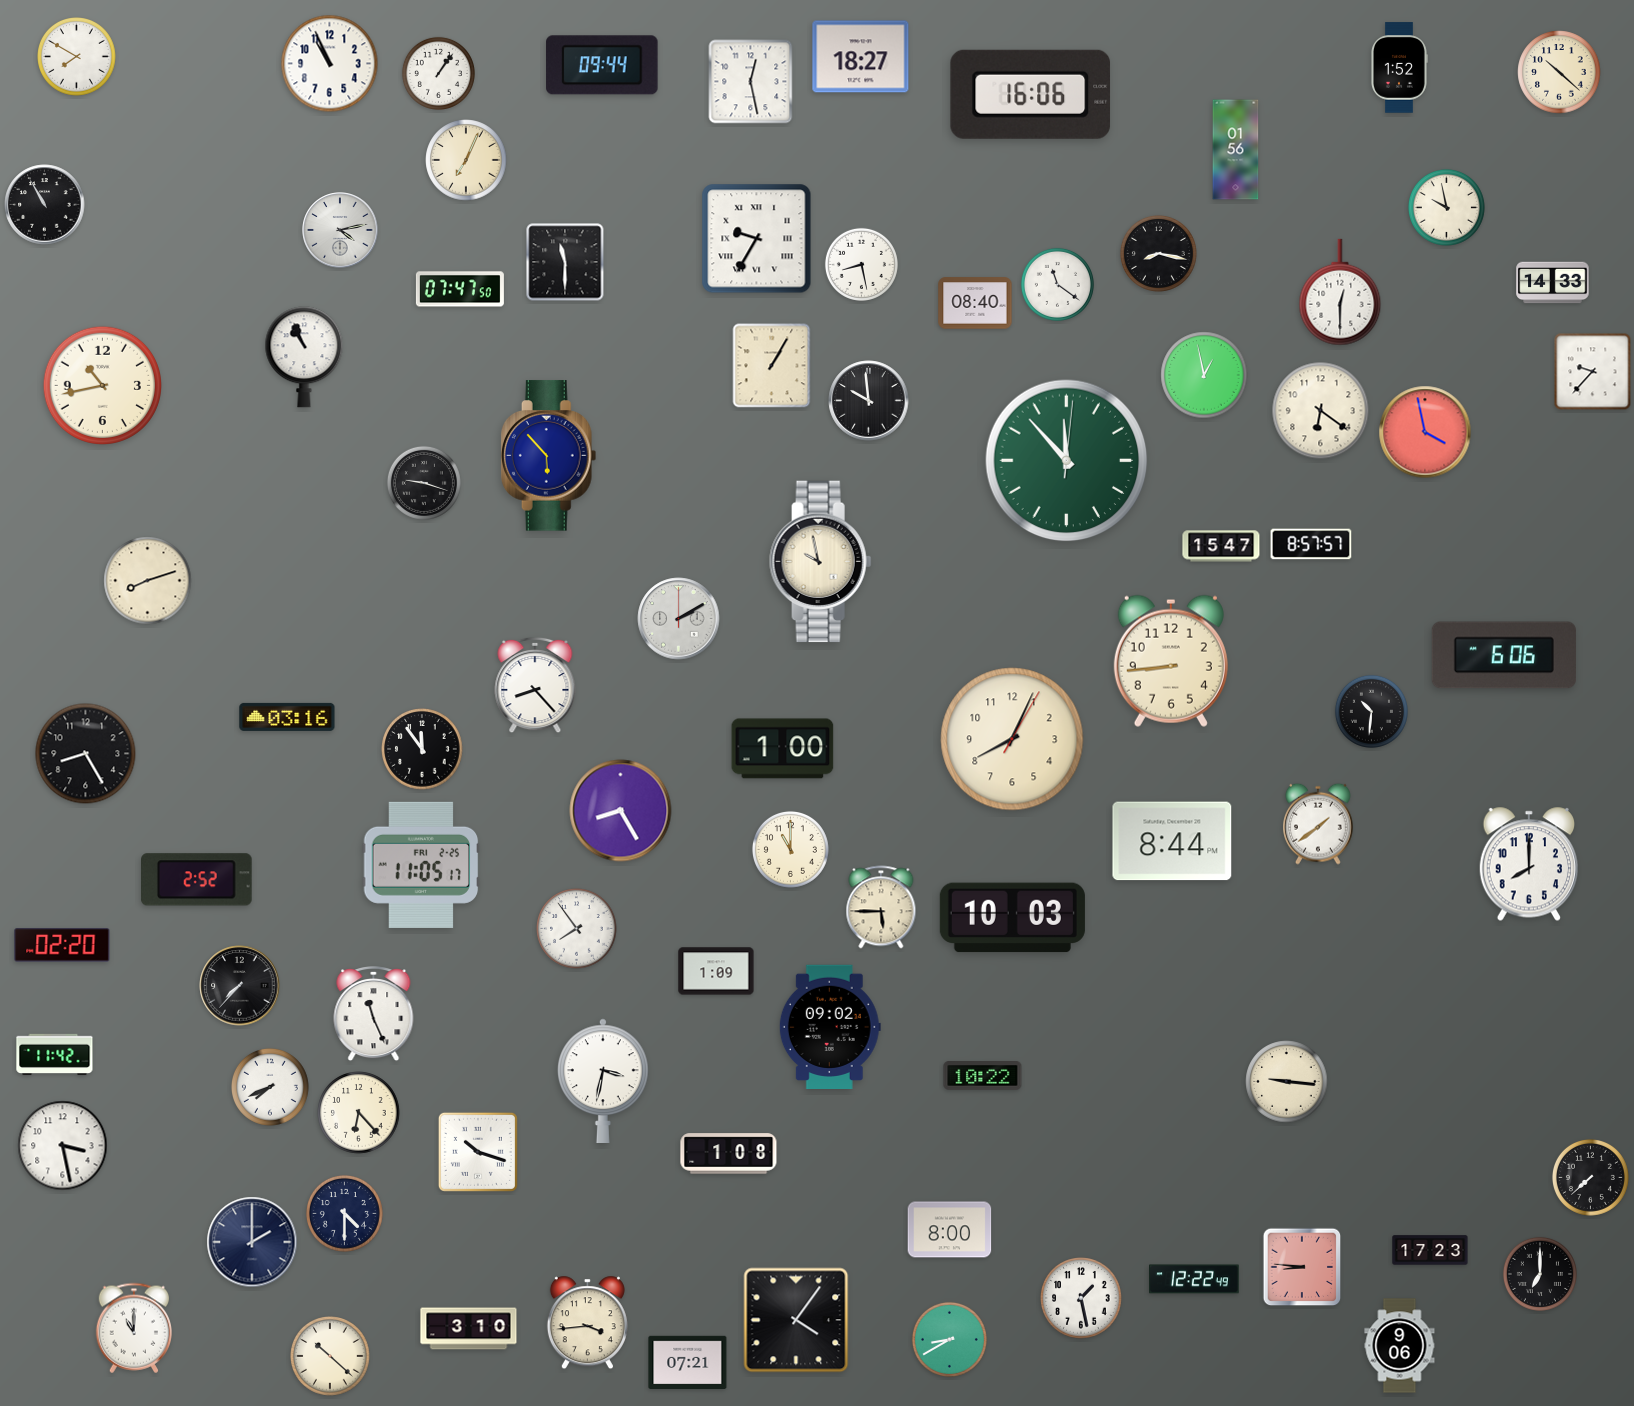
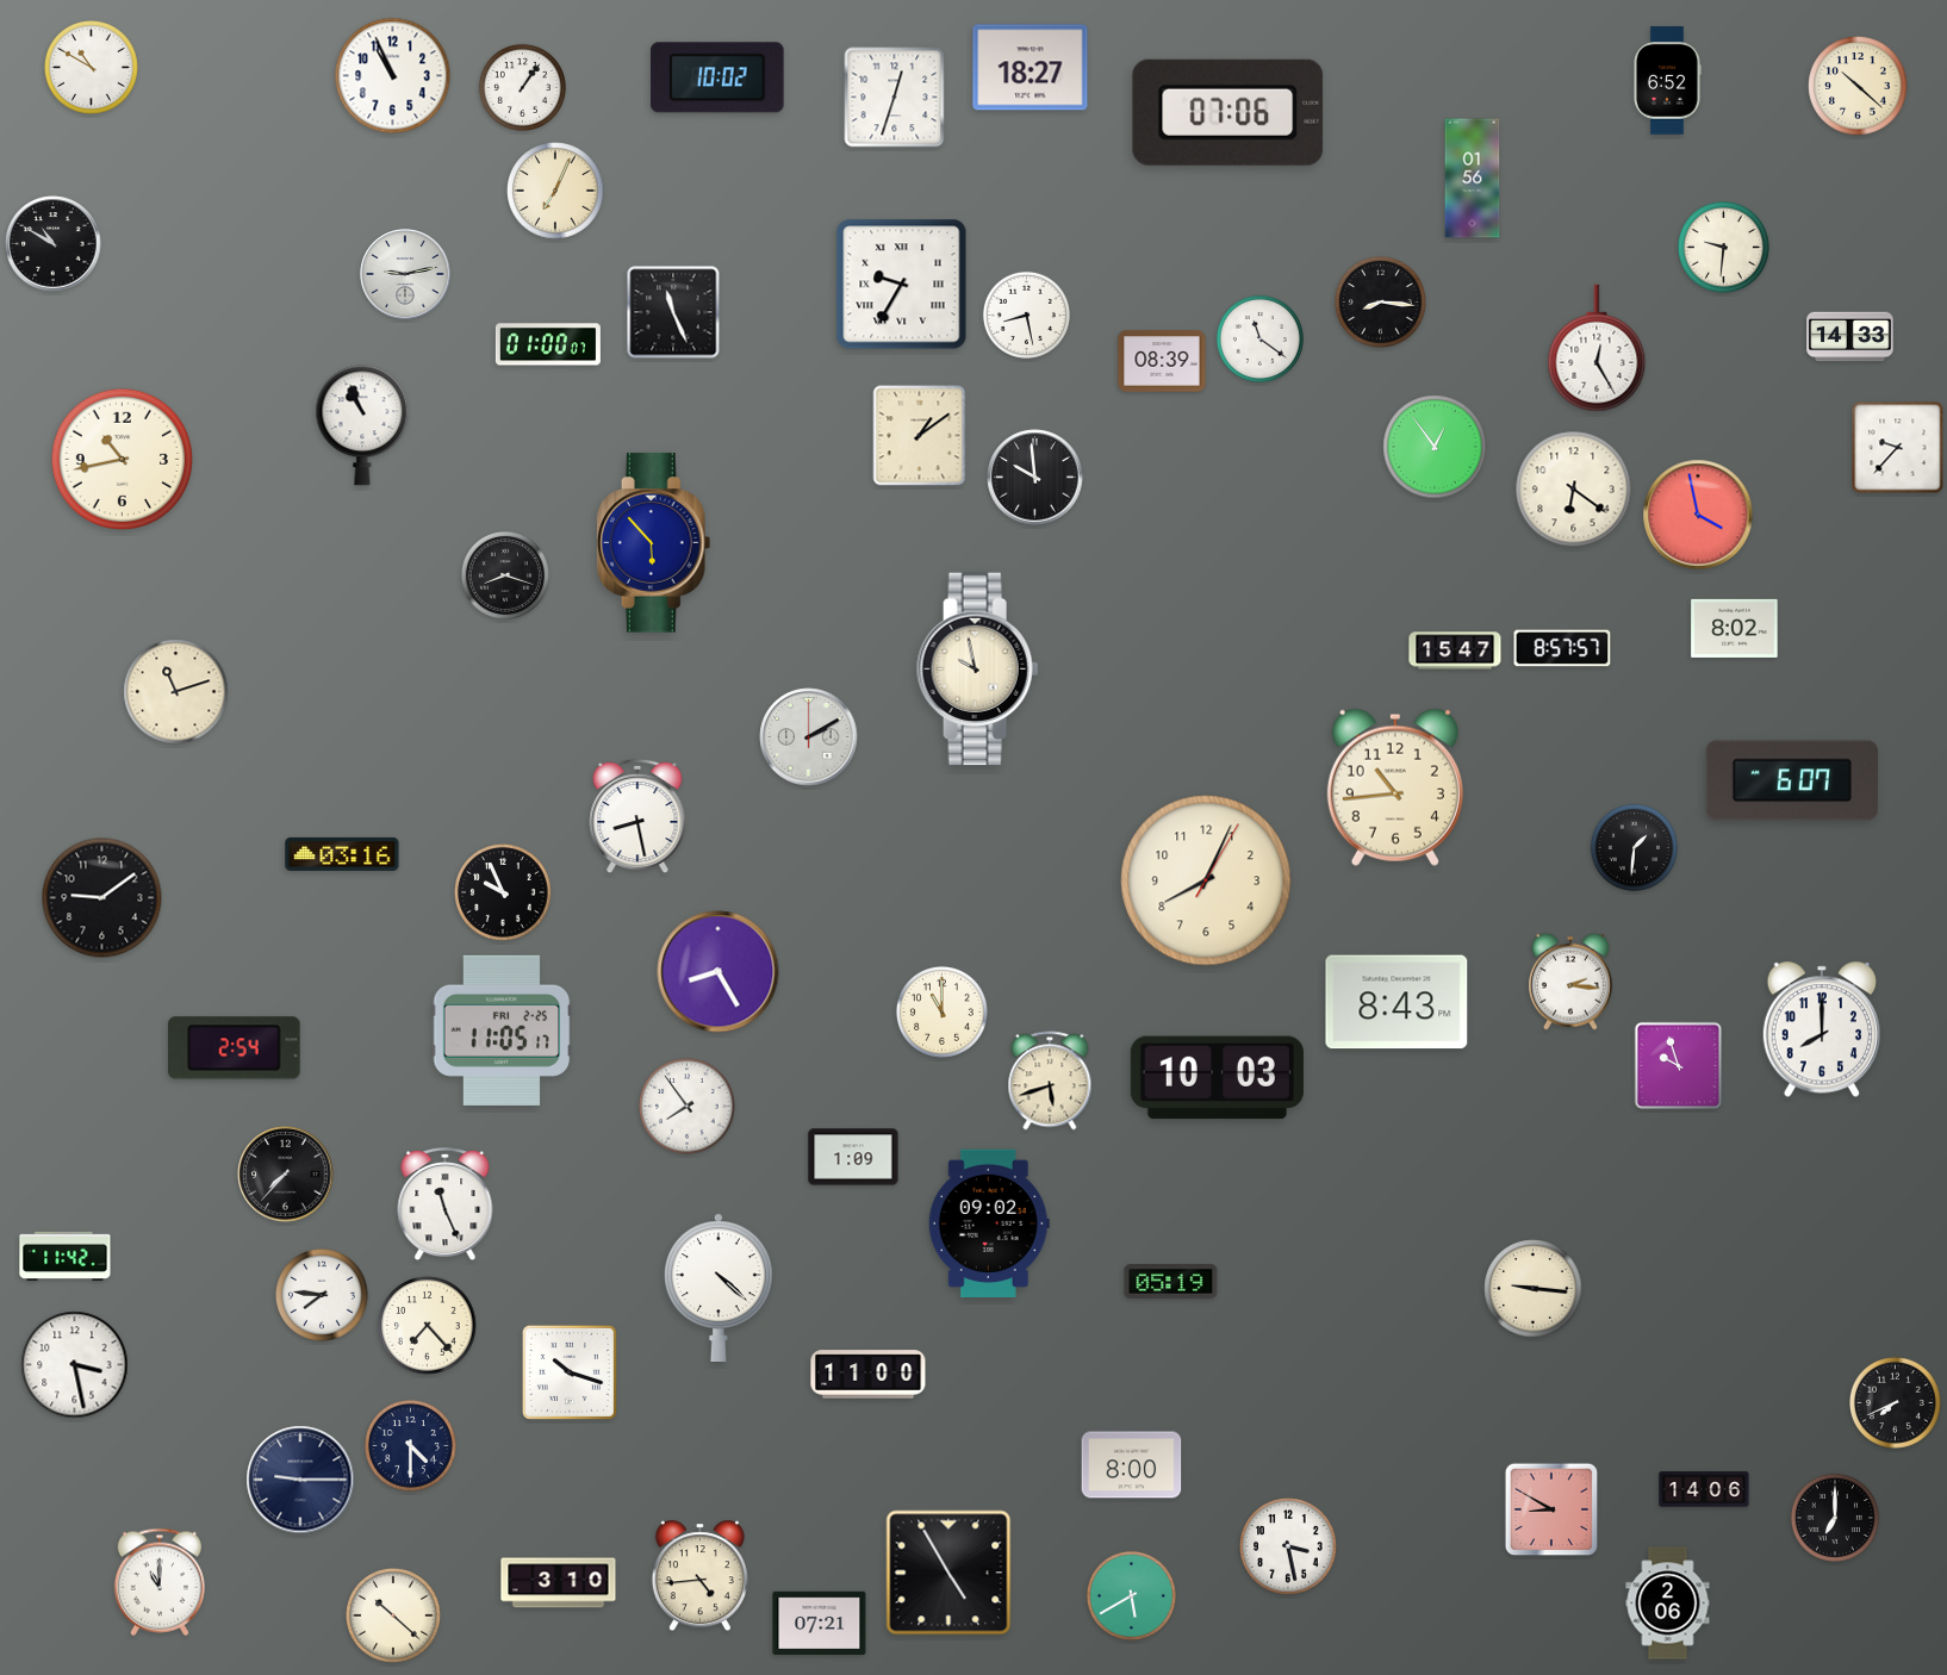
clock at (77, 57): 7:50 -> 10:50
clock at (861, 57) position: (861, 57) -> (1031, 68)
clock at (602, 65): 09:44 -> 10:02
clock at (1400, 68): 1:52 -> 6:52
clock at (751, 82): 12:28 -> 12:33
clock at (1031, 94): 16:06 -> 07:06
clock at (45, 205): 10:55 -> 10:50
clock at (1446, 207): 9:58 -> 9:31
clock at (340, 230): 4:13 -> 9:13
clock at (1158, 253): 8:17 -> 8:16
clock at (565, 262): 11:30 -> 11:26
clock at (460, 289): 07:47 -> 01:00
clock at (1340, 292): 12:30 -> 12:25
clock at (975, 303): 08:40 -> 08:39
clock at (772, 366): 1:05 -> 1:09
clock at (1593, 372) position: (1593, 372) -> (1898, 448)
clock at (1204, 375): 12:58 -> 12:54
clock at (1067, 461): 11:53 -> none
clock at (424, 483): 9:18 -> 8:18
clock at (1735, 628): none -> 8:02
clock at (148, 581): 8:12 -> 11:12
clock at (1504, 655): 6:06 -> 6:07
clock at (1171, 661): 8:44 -> 10:44
clock at (535, 685): 8:23 -> 8:28
clock at (1371, 711): 10:31 -> 1:31
clock at (422, 749): 11:54 -> 9:56
clock at (783, 749): 1:00 -> none
clock at (86, 754): 8:25 -> 9:09
clock at (621, 811) position: (621, 811) -> (719, 972)
clock at (1319, 824): 1:39 -> 2:16
clock at (1172, 841): 8:44 -> 8:43
clock at (197, 880): 2:52 -> 2:54
clock at (1679, 1066): none -> 9:57
clock at (881, 907): 5:45 -> 5:42
clock at (1012, 918) position: (1012, 918) -> (1217, 1078)
clock at (62, 945): 02:20 -> none
clock at (374, 1015) position: (374, 1015) -> (446, 1206)
clock at (983, 1076): 10:22 -> 05:19
clock at (603, 1080): 3:32 -> 4:22
clock at (270, 1087): 7:41 -> 7:46
clock at (359, 1113): 6:23 -> 7:23
clock at (729, 1154): 1:08 -> 11:00
clock at (1590, 1177): 7:38 -> 7:41
clock at (252, 1242): 2:00 -> 9:15
clock at (1430, 1250): 17:23 -> 14:06
clock at (1302, 1267): 8:46 -> 8:50
clock at (1195, 1279): 12:22 -> none
clock at (1081, 1298): 1:28 -> 3:28
clock at (796, 1320): 4:06 -> 4:55
clock at (587, 1323): 3:44 -> 4:44
clock at (949, 1339): 8:40 -> 5:40
clock at (1400, 1346): 9:06 -> 2:06
